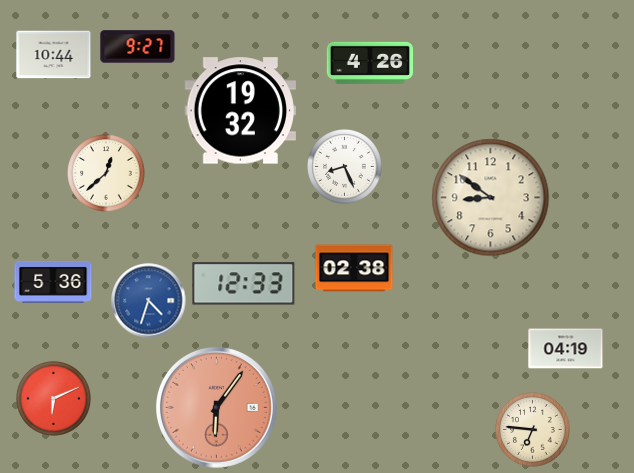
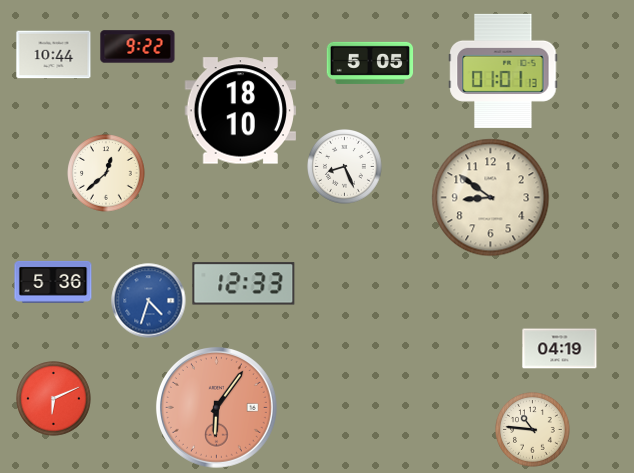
clock at (138, 47): 9:27 -> 9:22
clock at (370, 63): 4:26 -> 5:05
clock at (503, 71): none -> 01:01
clock at (240, 111): 19:32 -> 18:10
clock at (354, 268): 02:38 -> none
clock at (566, 349) position: (566, 349) -> (560, 349)
clock at (533, 430): 6:46 -> 10:46
